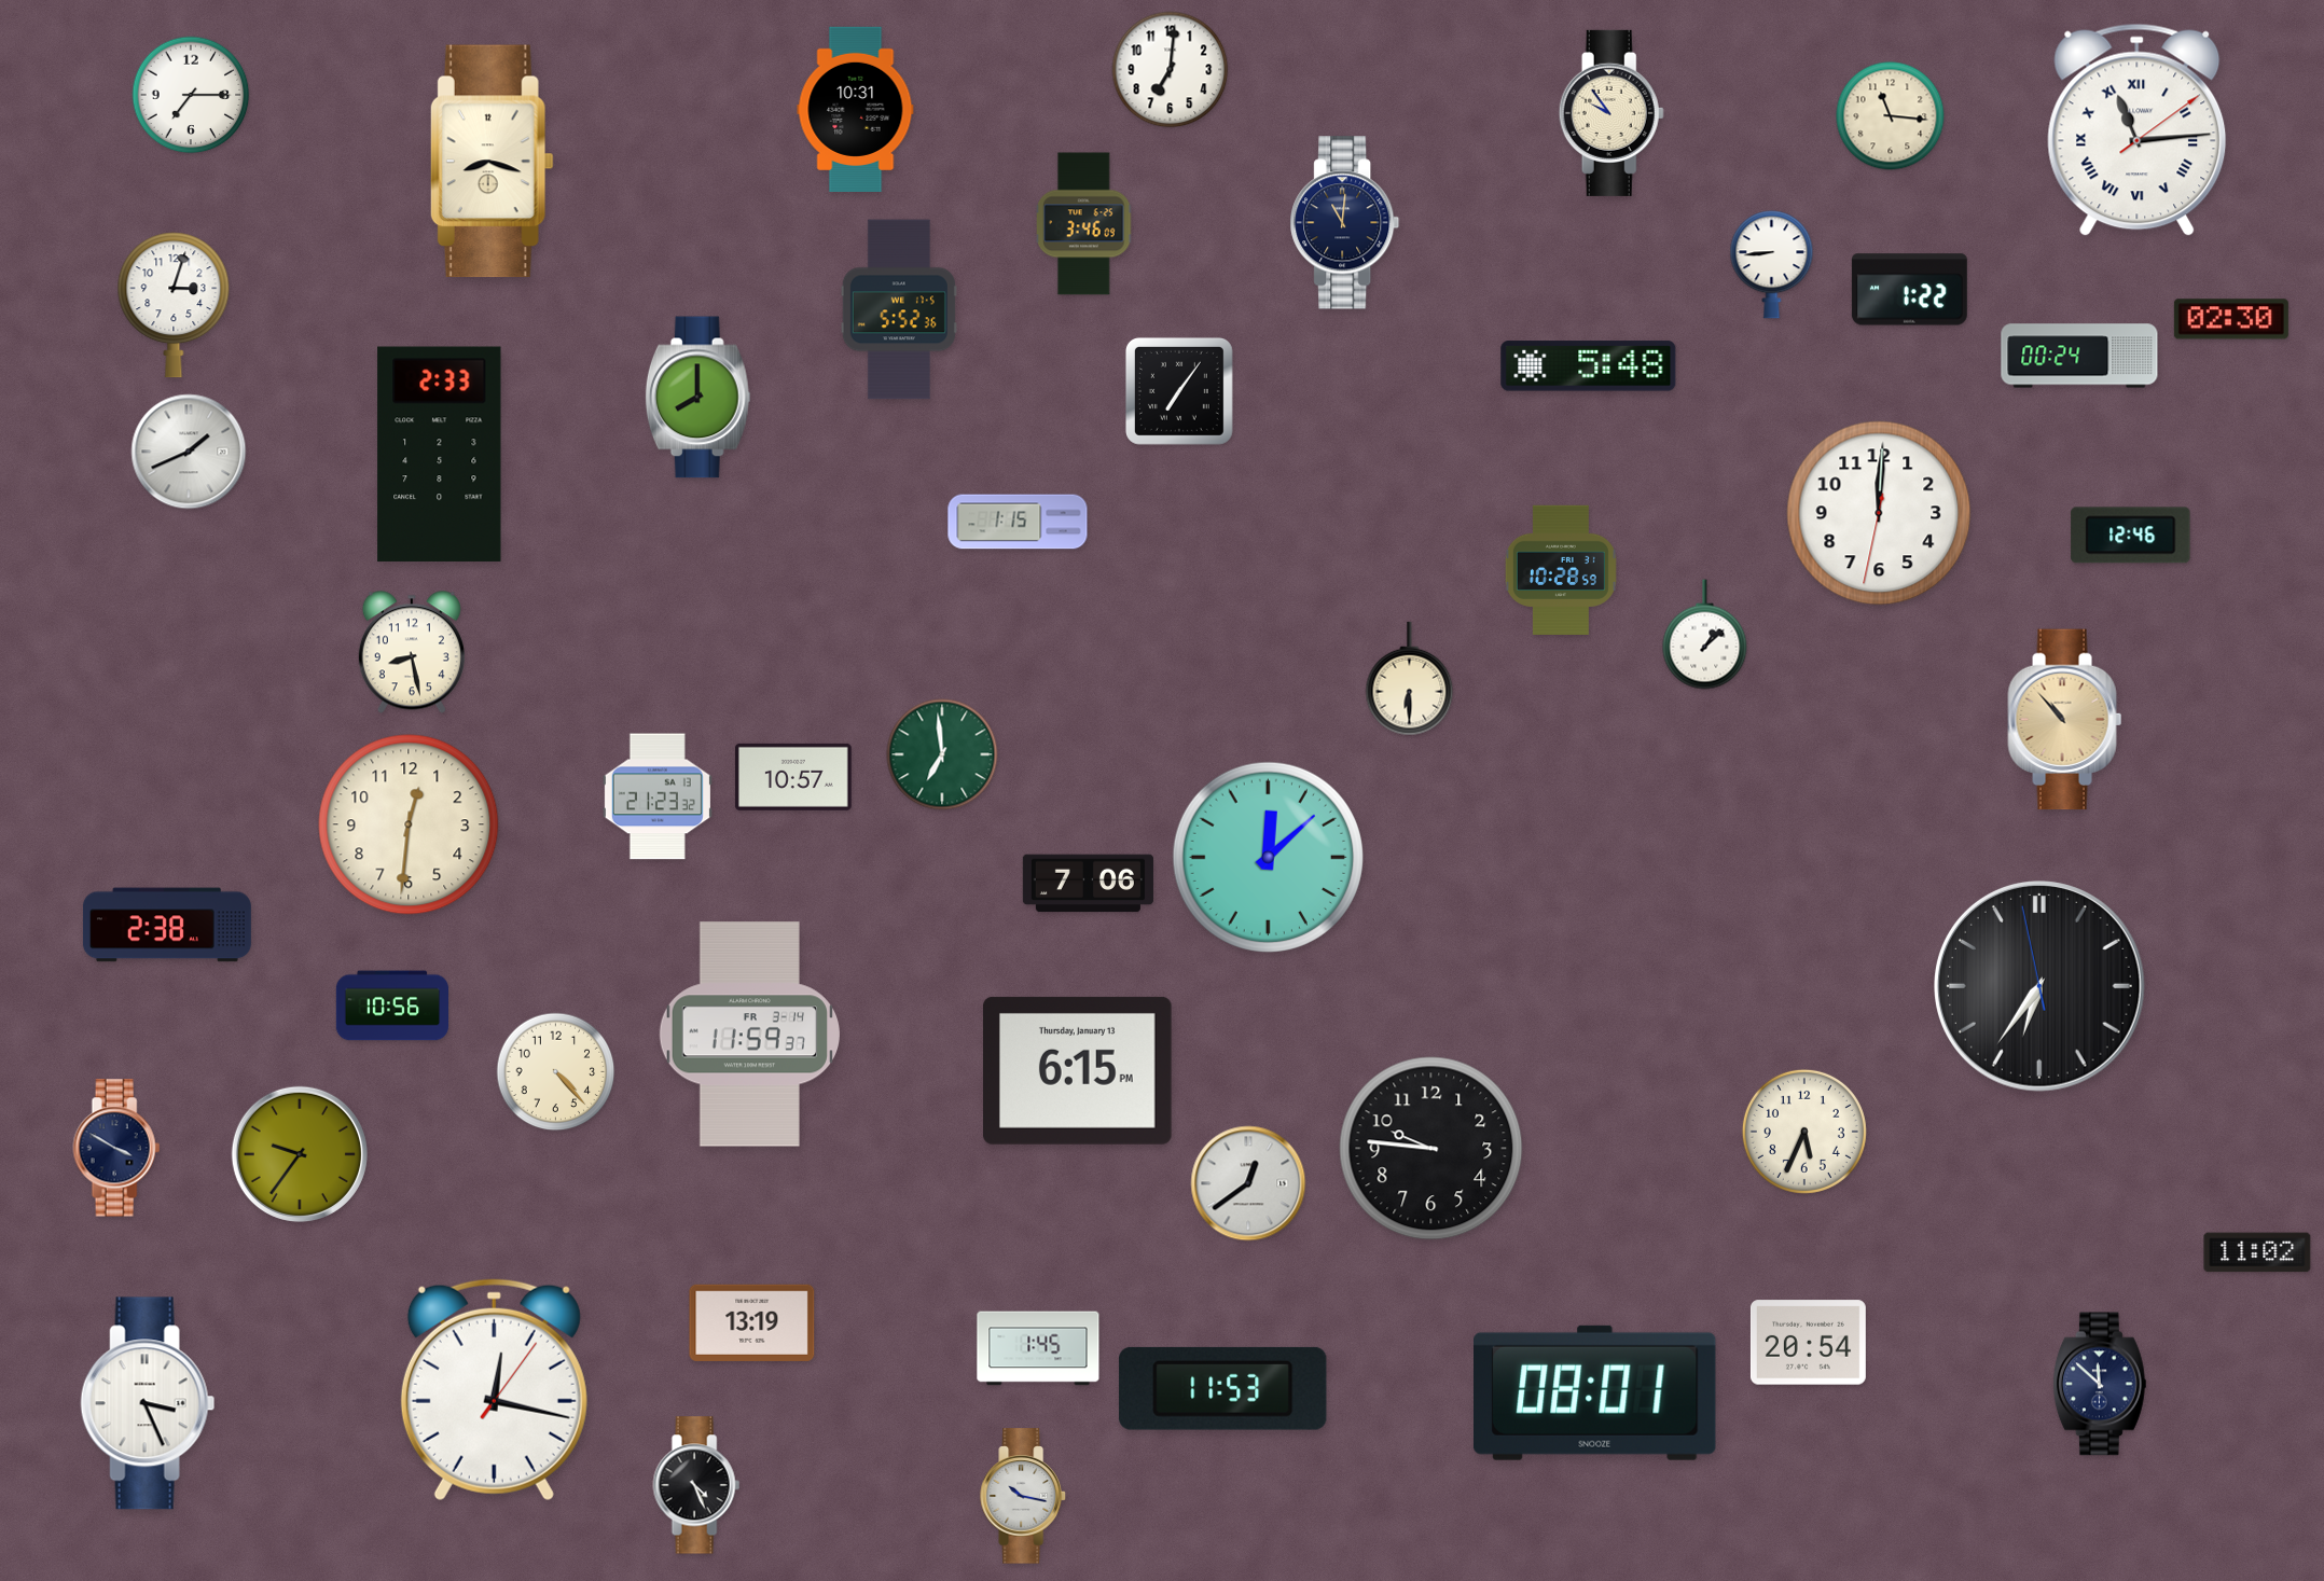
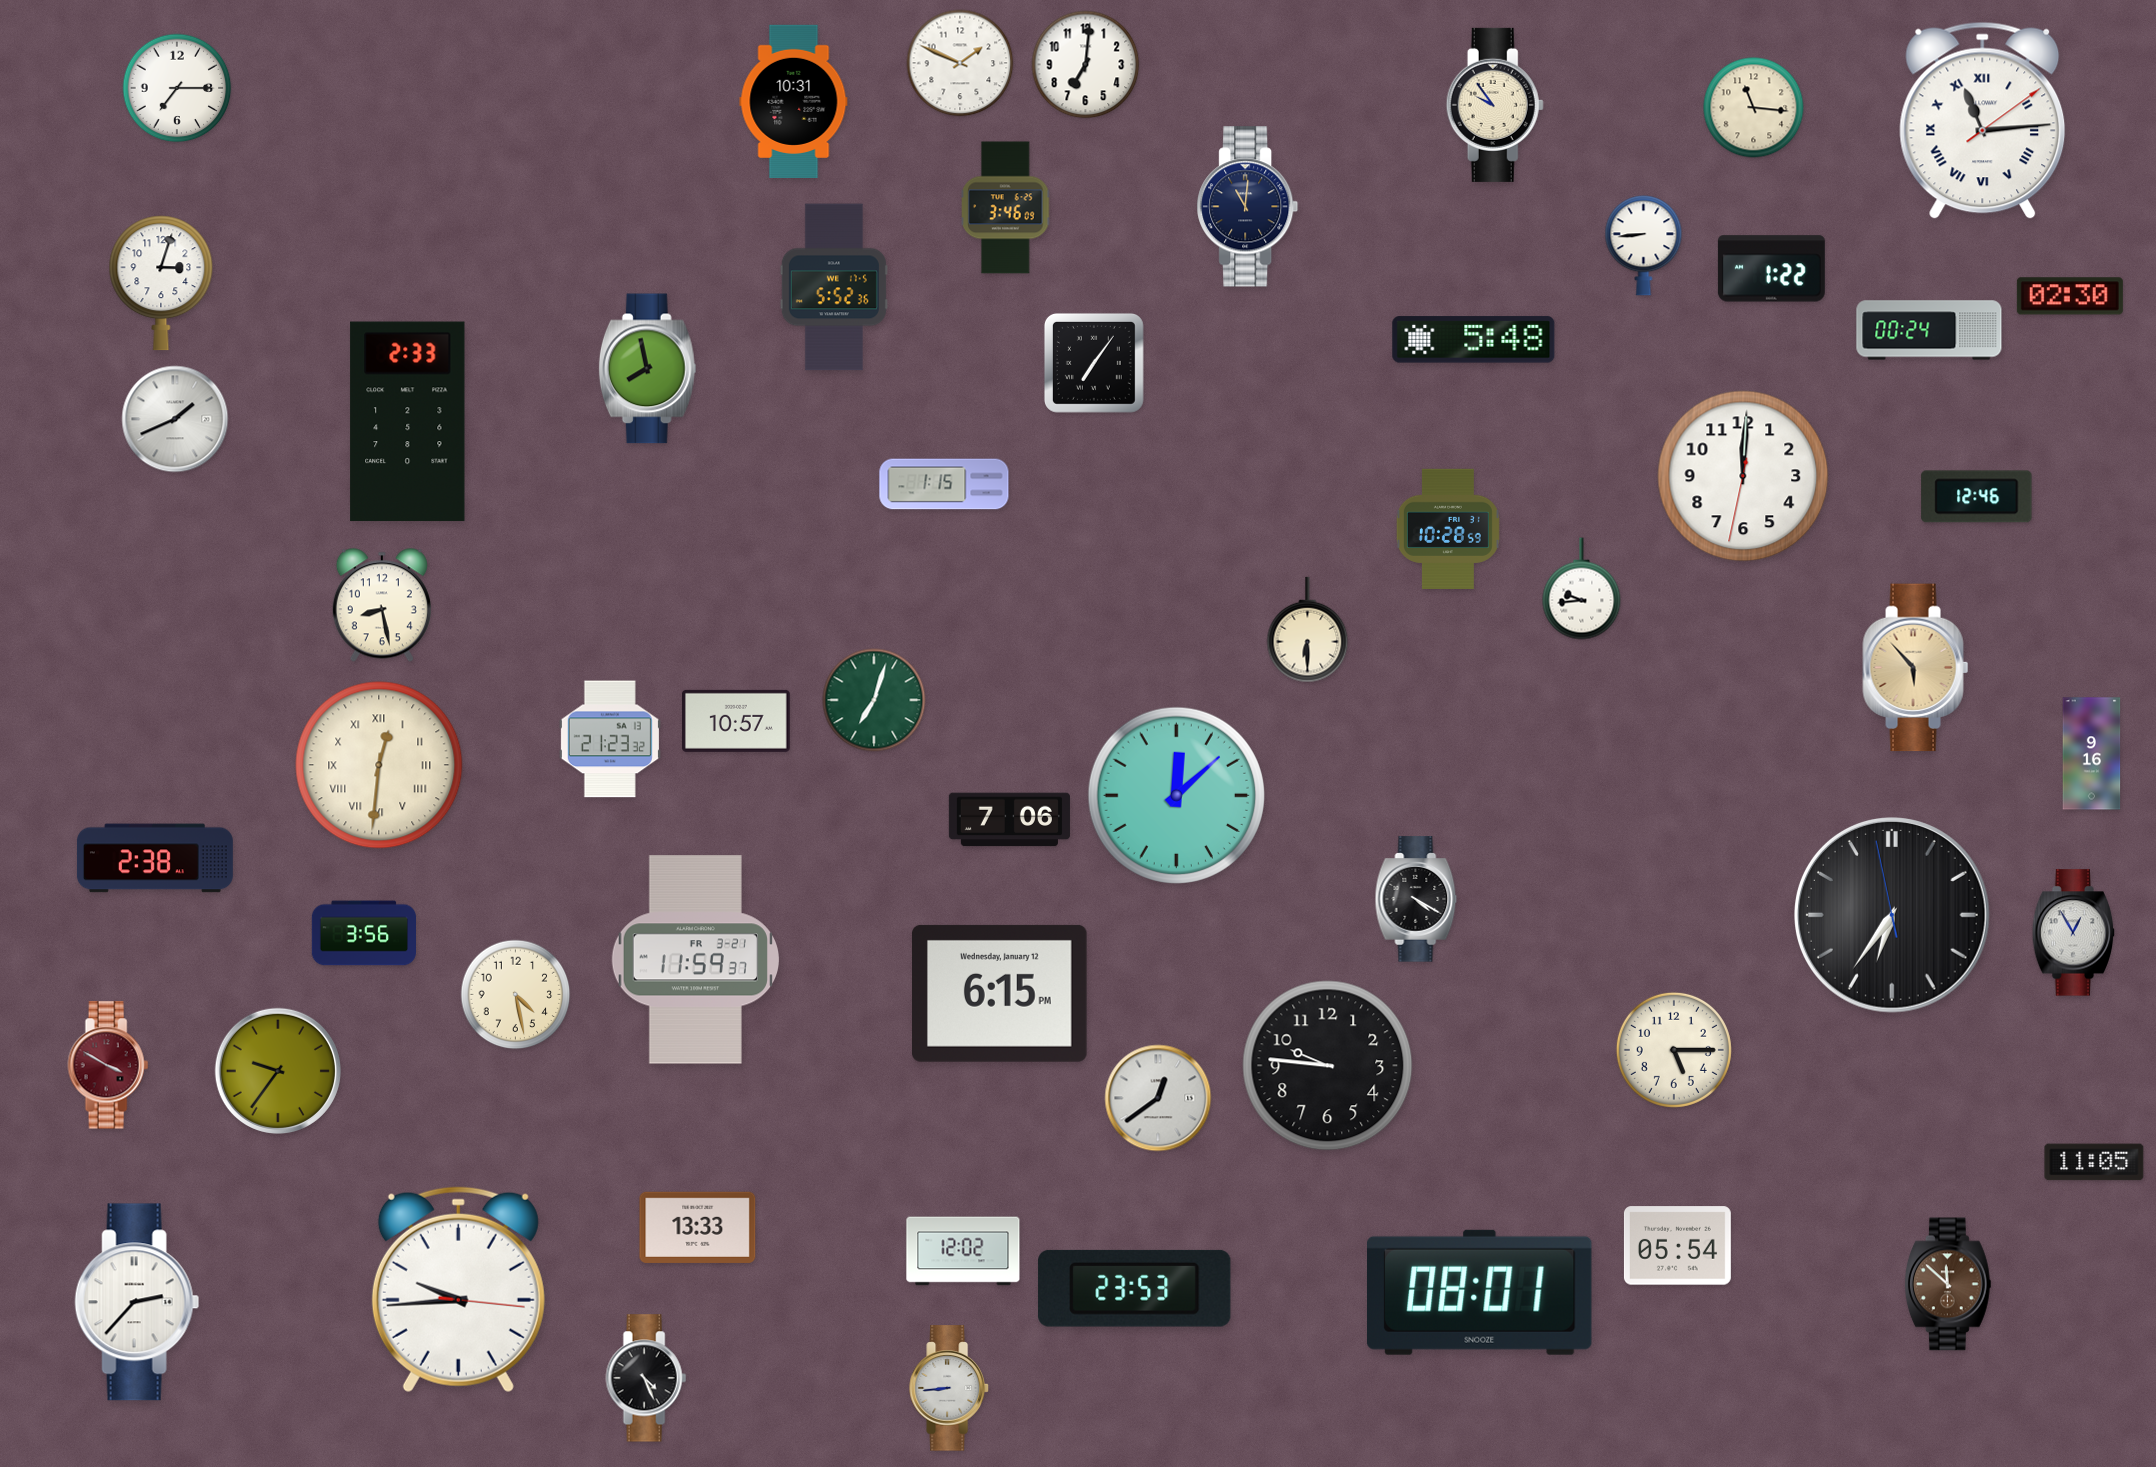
clock at (960, 63): none -> 1:49
clock at (492, 162): 8:18 -> none
clock at (697, 398): 8:00 -> 7:58
clock at (1705, 635): 1:08 -> 9:44
clock at (2065, 720): 10:53 -> 5:53
clock at (942, 754): 6:59 -> 7:03
clock at (2092, 754): none -> 9:16
clock at (409, 824) numerals: Arabic -> Roman
clock at (1416, 899): none -> 4:20
clock at (391, 1006): 10:56 -> 3:56
clock at (2074, 933): none -> 12:55
clock at (749, 1035) date: FR 3-14 -> FR 3-21
clock at (1078, 1070) date: Thursday, January 13 -> Wednesday, January 12
clock at (556, 1072): 4:23 -> 4:28
clock at (1804, 1132): 5:34 -> 5:15
clock at (116, 1148) dial: navy -> burgundy
clock at (2257, 1252): 11:02 -> 11:05
clock at (752, 1322): 13:19 -> 13:33
clock at (1808, 1343): 20:54 -> 05:54
clock at (1038, 1348): 1:45 -> 12:02
clock at (2100, 1384) dial: navy -> brown
clock at (1223, 1388): 11:53 -> 23:53
clock at (494, 1390): 12:17 -> 9:44
clock at (148, 1403): 3:26 -> 2:37
clock at (1023, 1496): 10:17 -> 8:44
